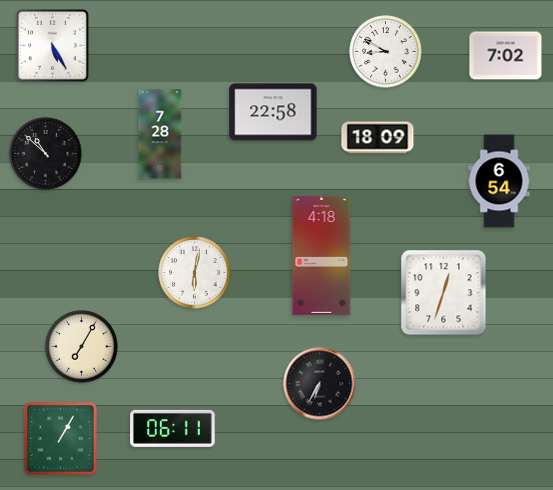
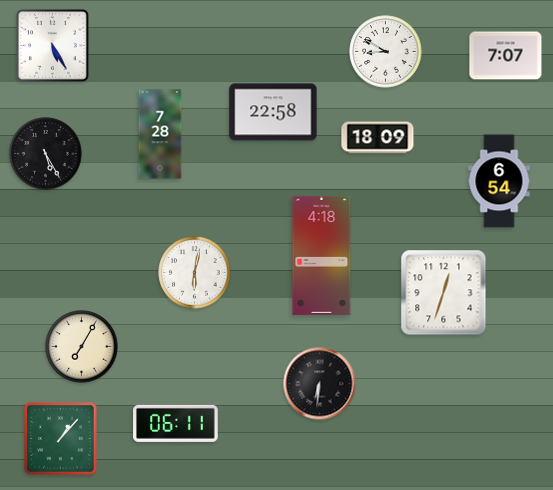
clock at (506, 56): 7:02 -> 7:07
clock at (46, 154): 10:52 -> 5:25
clock at (320, 384): 6:35 -> 6:31
clock at (173, 428) position: (173, 428) -> (176, 423)
clock at (61, 439): 1:05 -> 1:07
